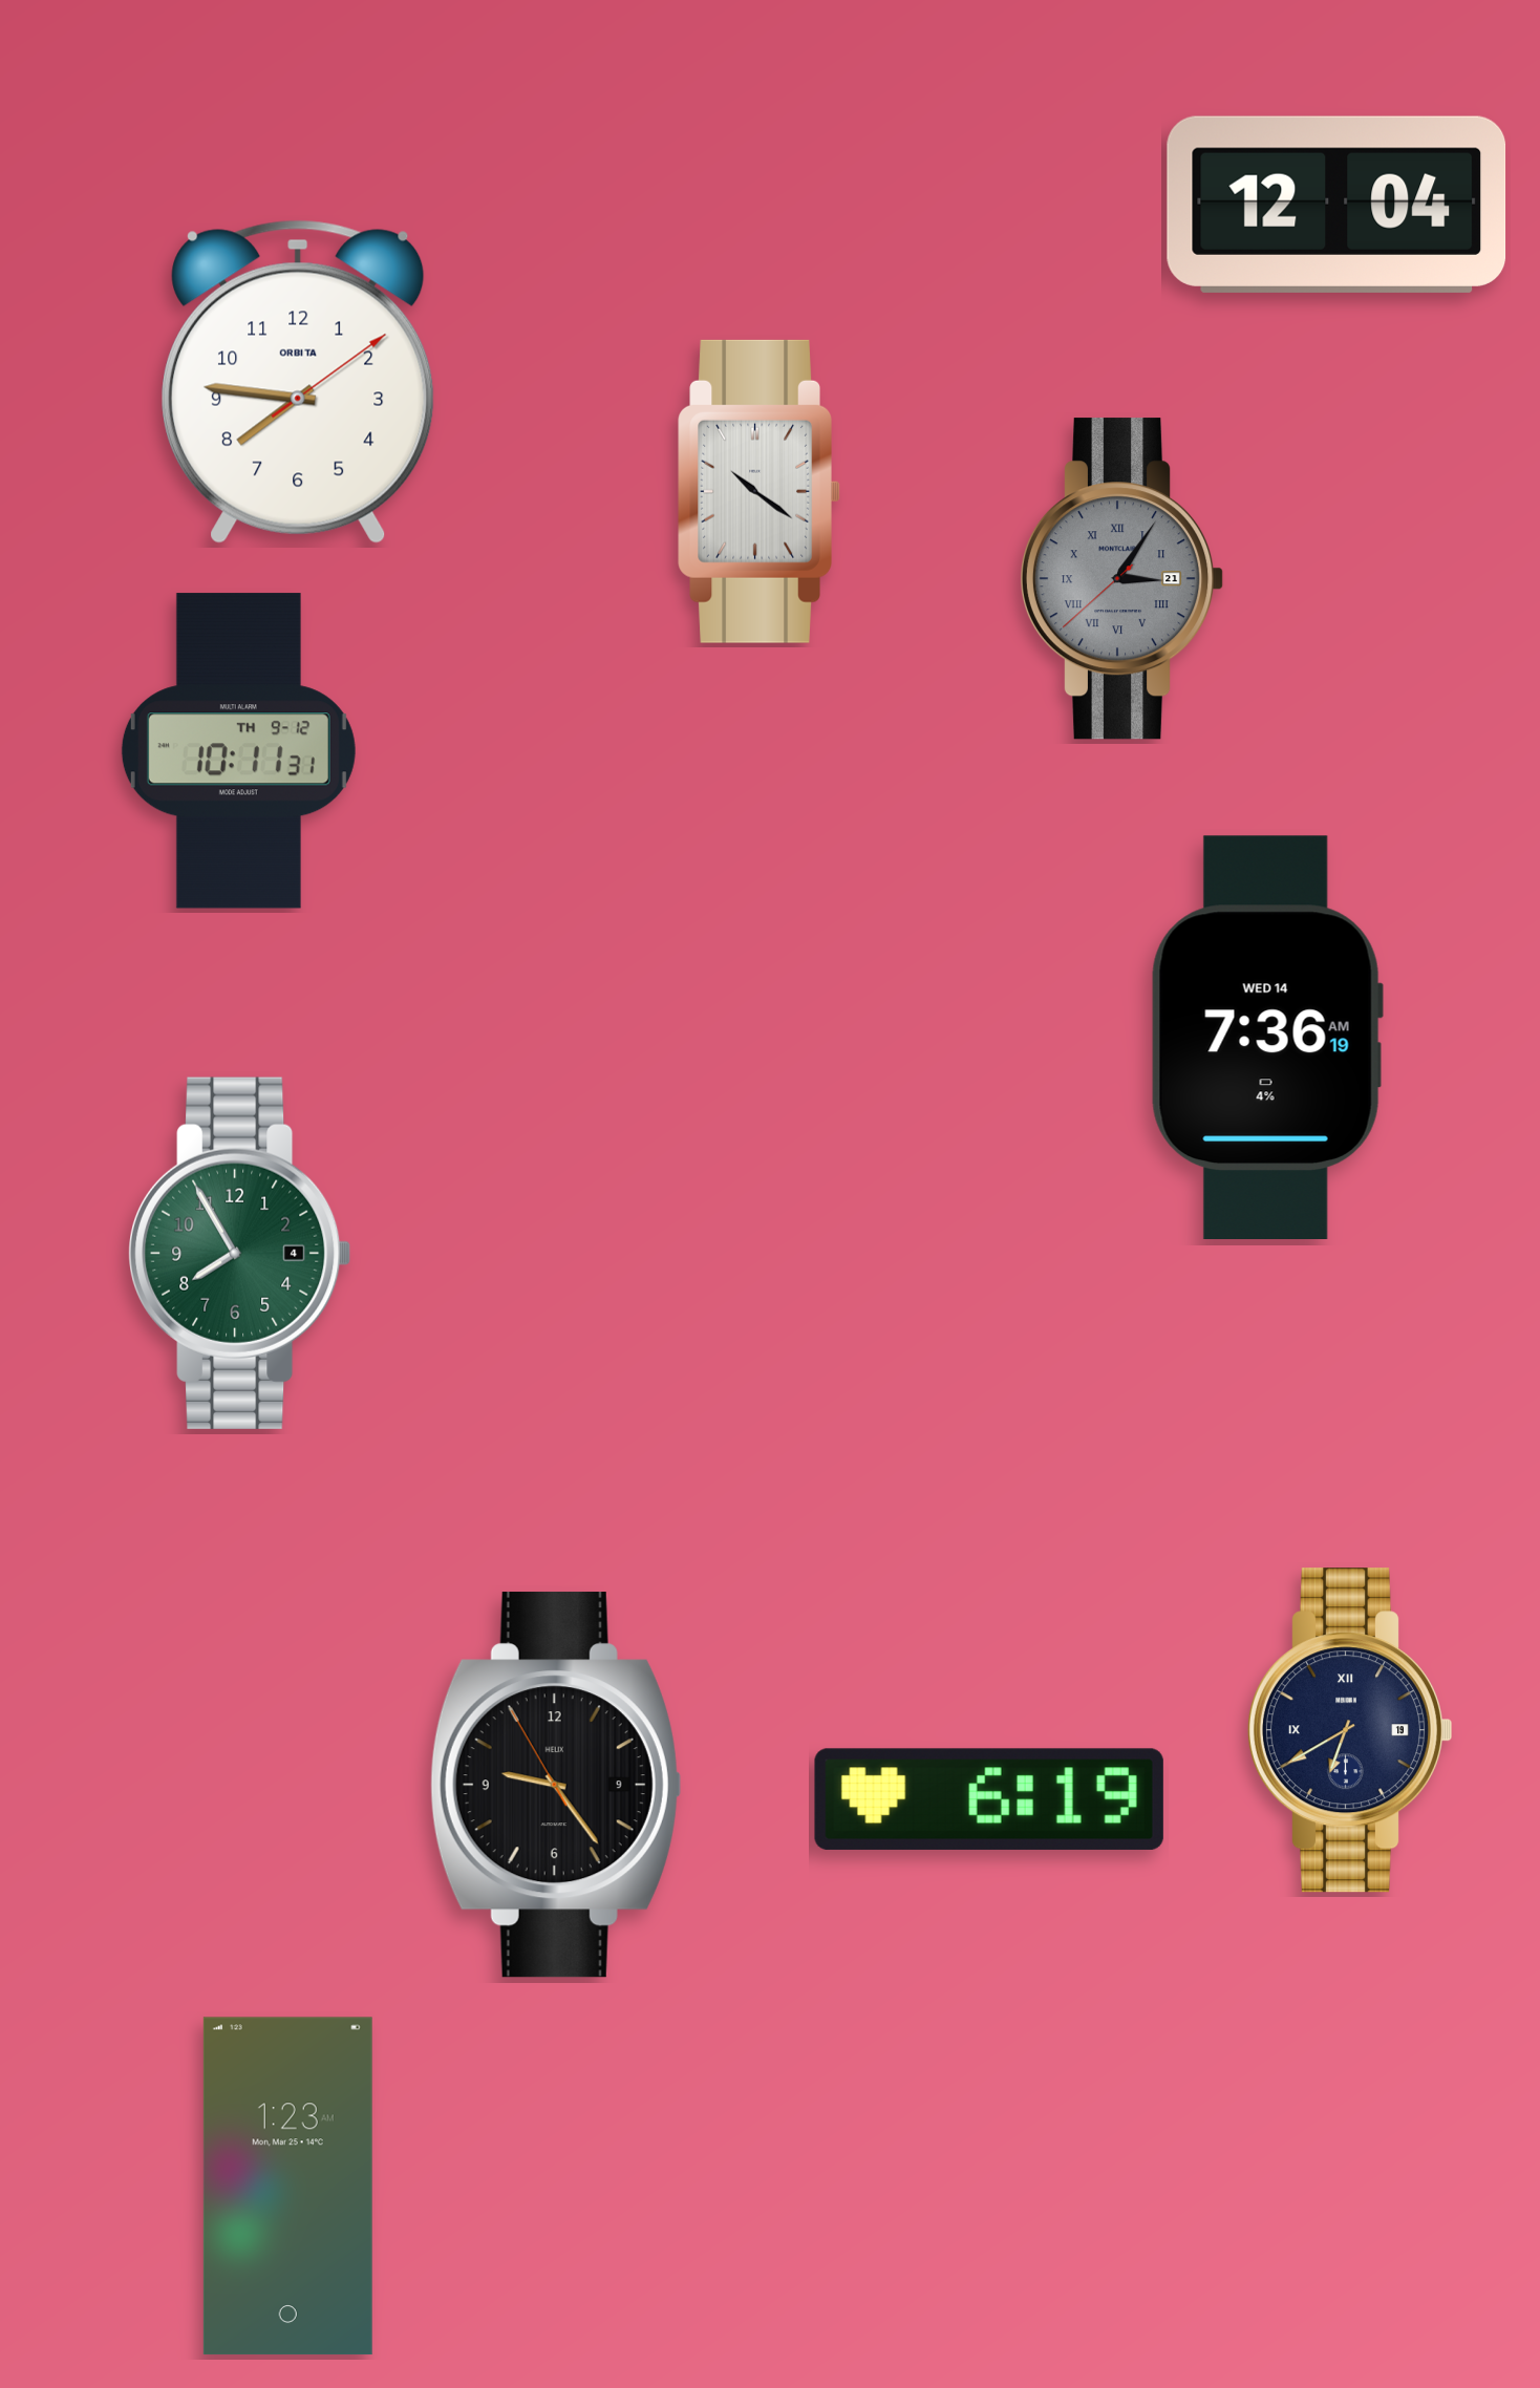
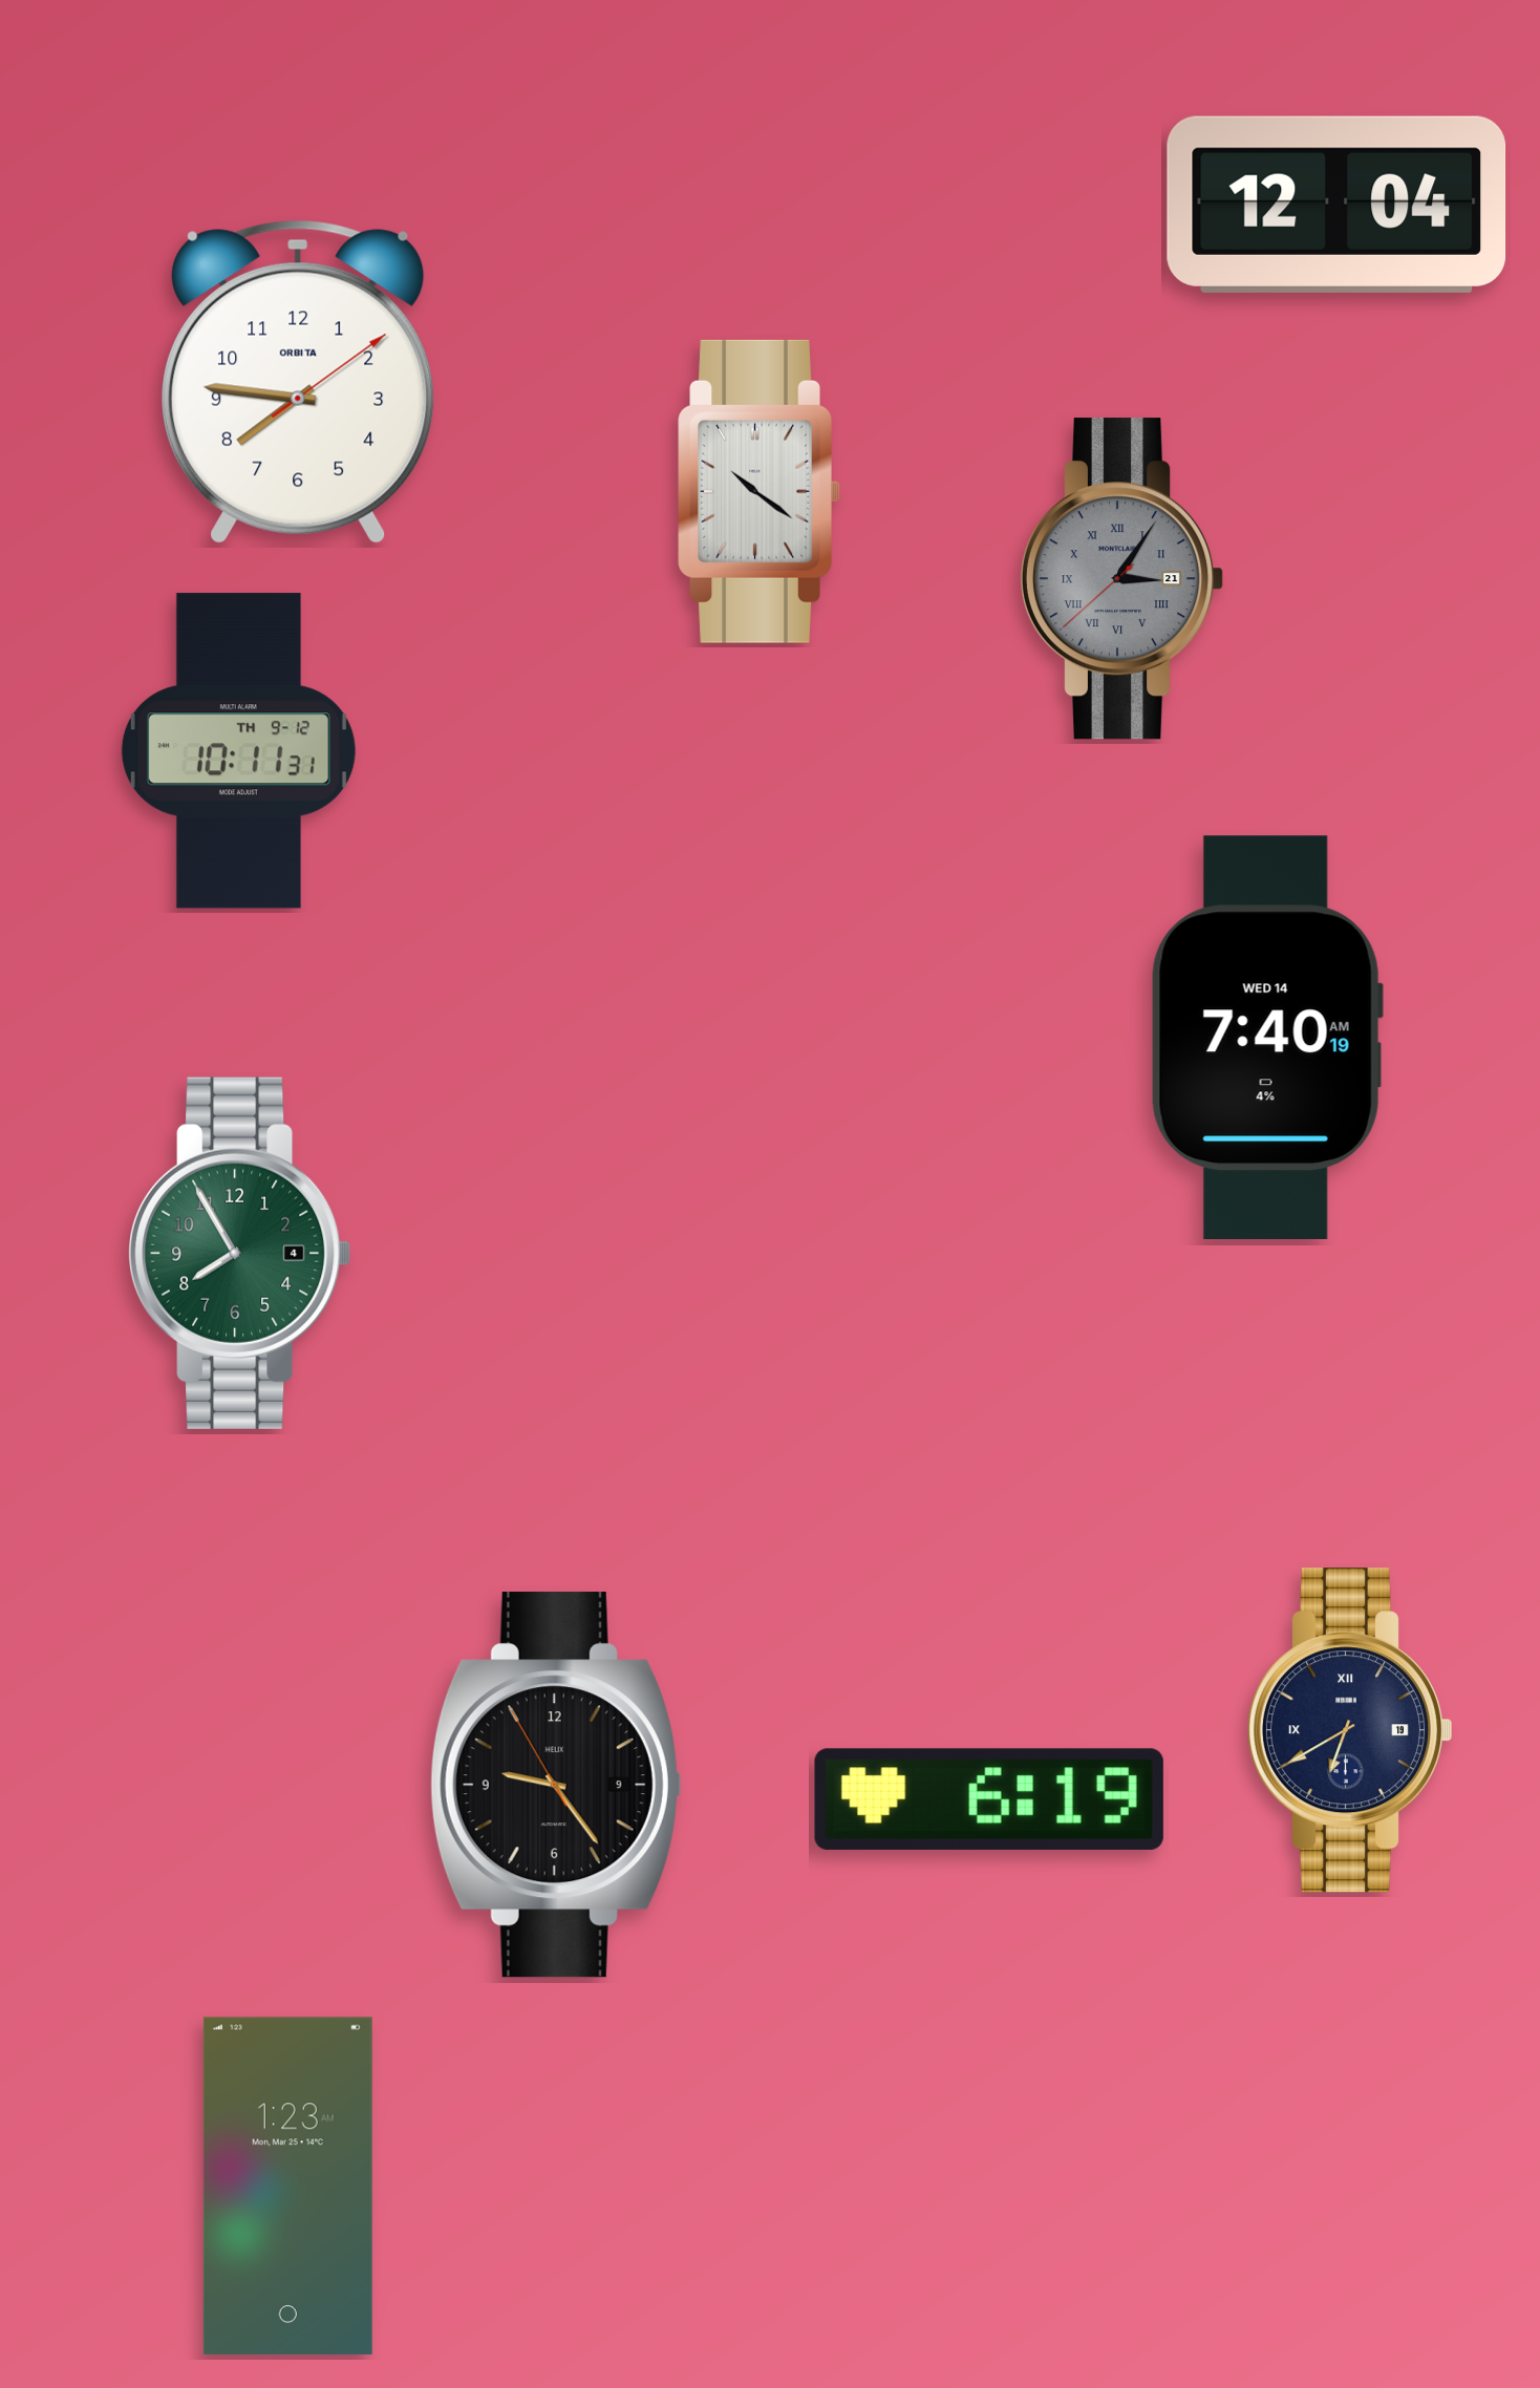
clock at (1267, 1037): 7:36 -> 7:40
